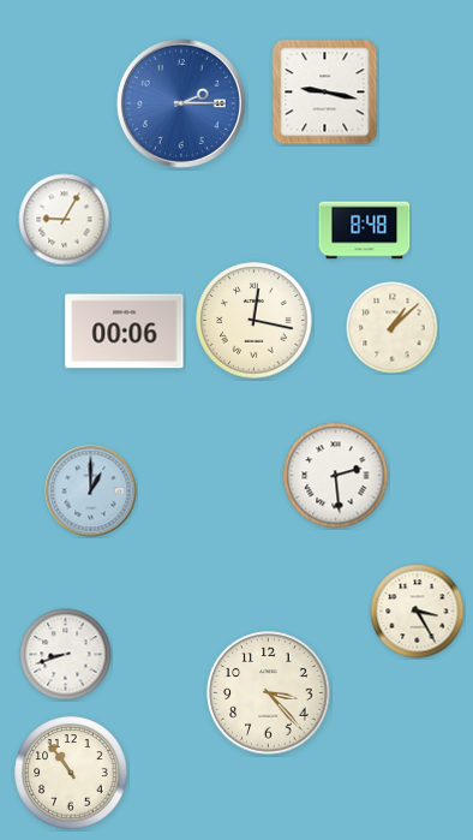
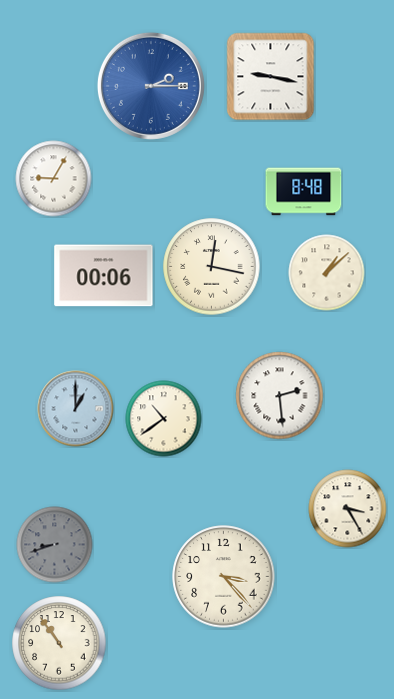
clock at (65, 220) position: (65, 220) -> (54, 179)
clock at (164, 419): none -> 10:39
clock at (66, 655) dial: white -> grey
